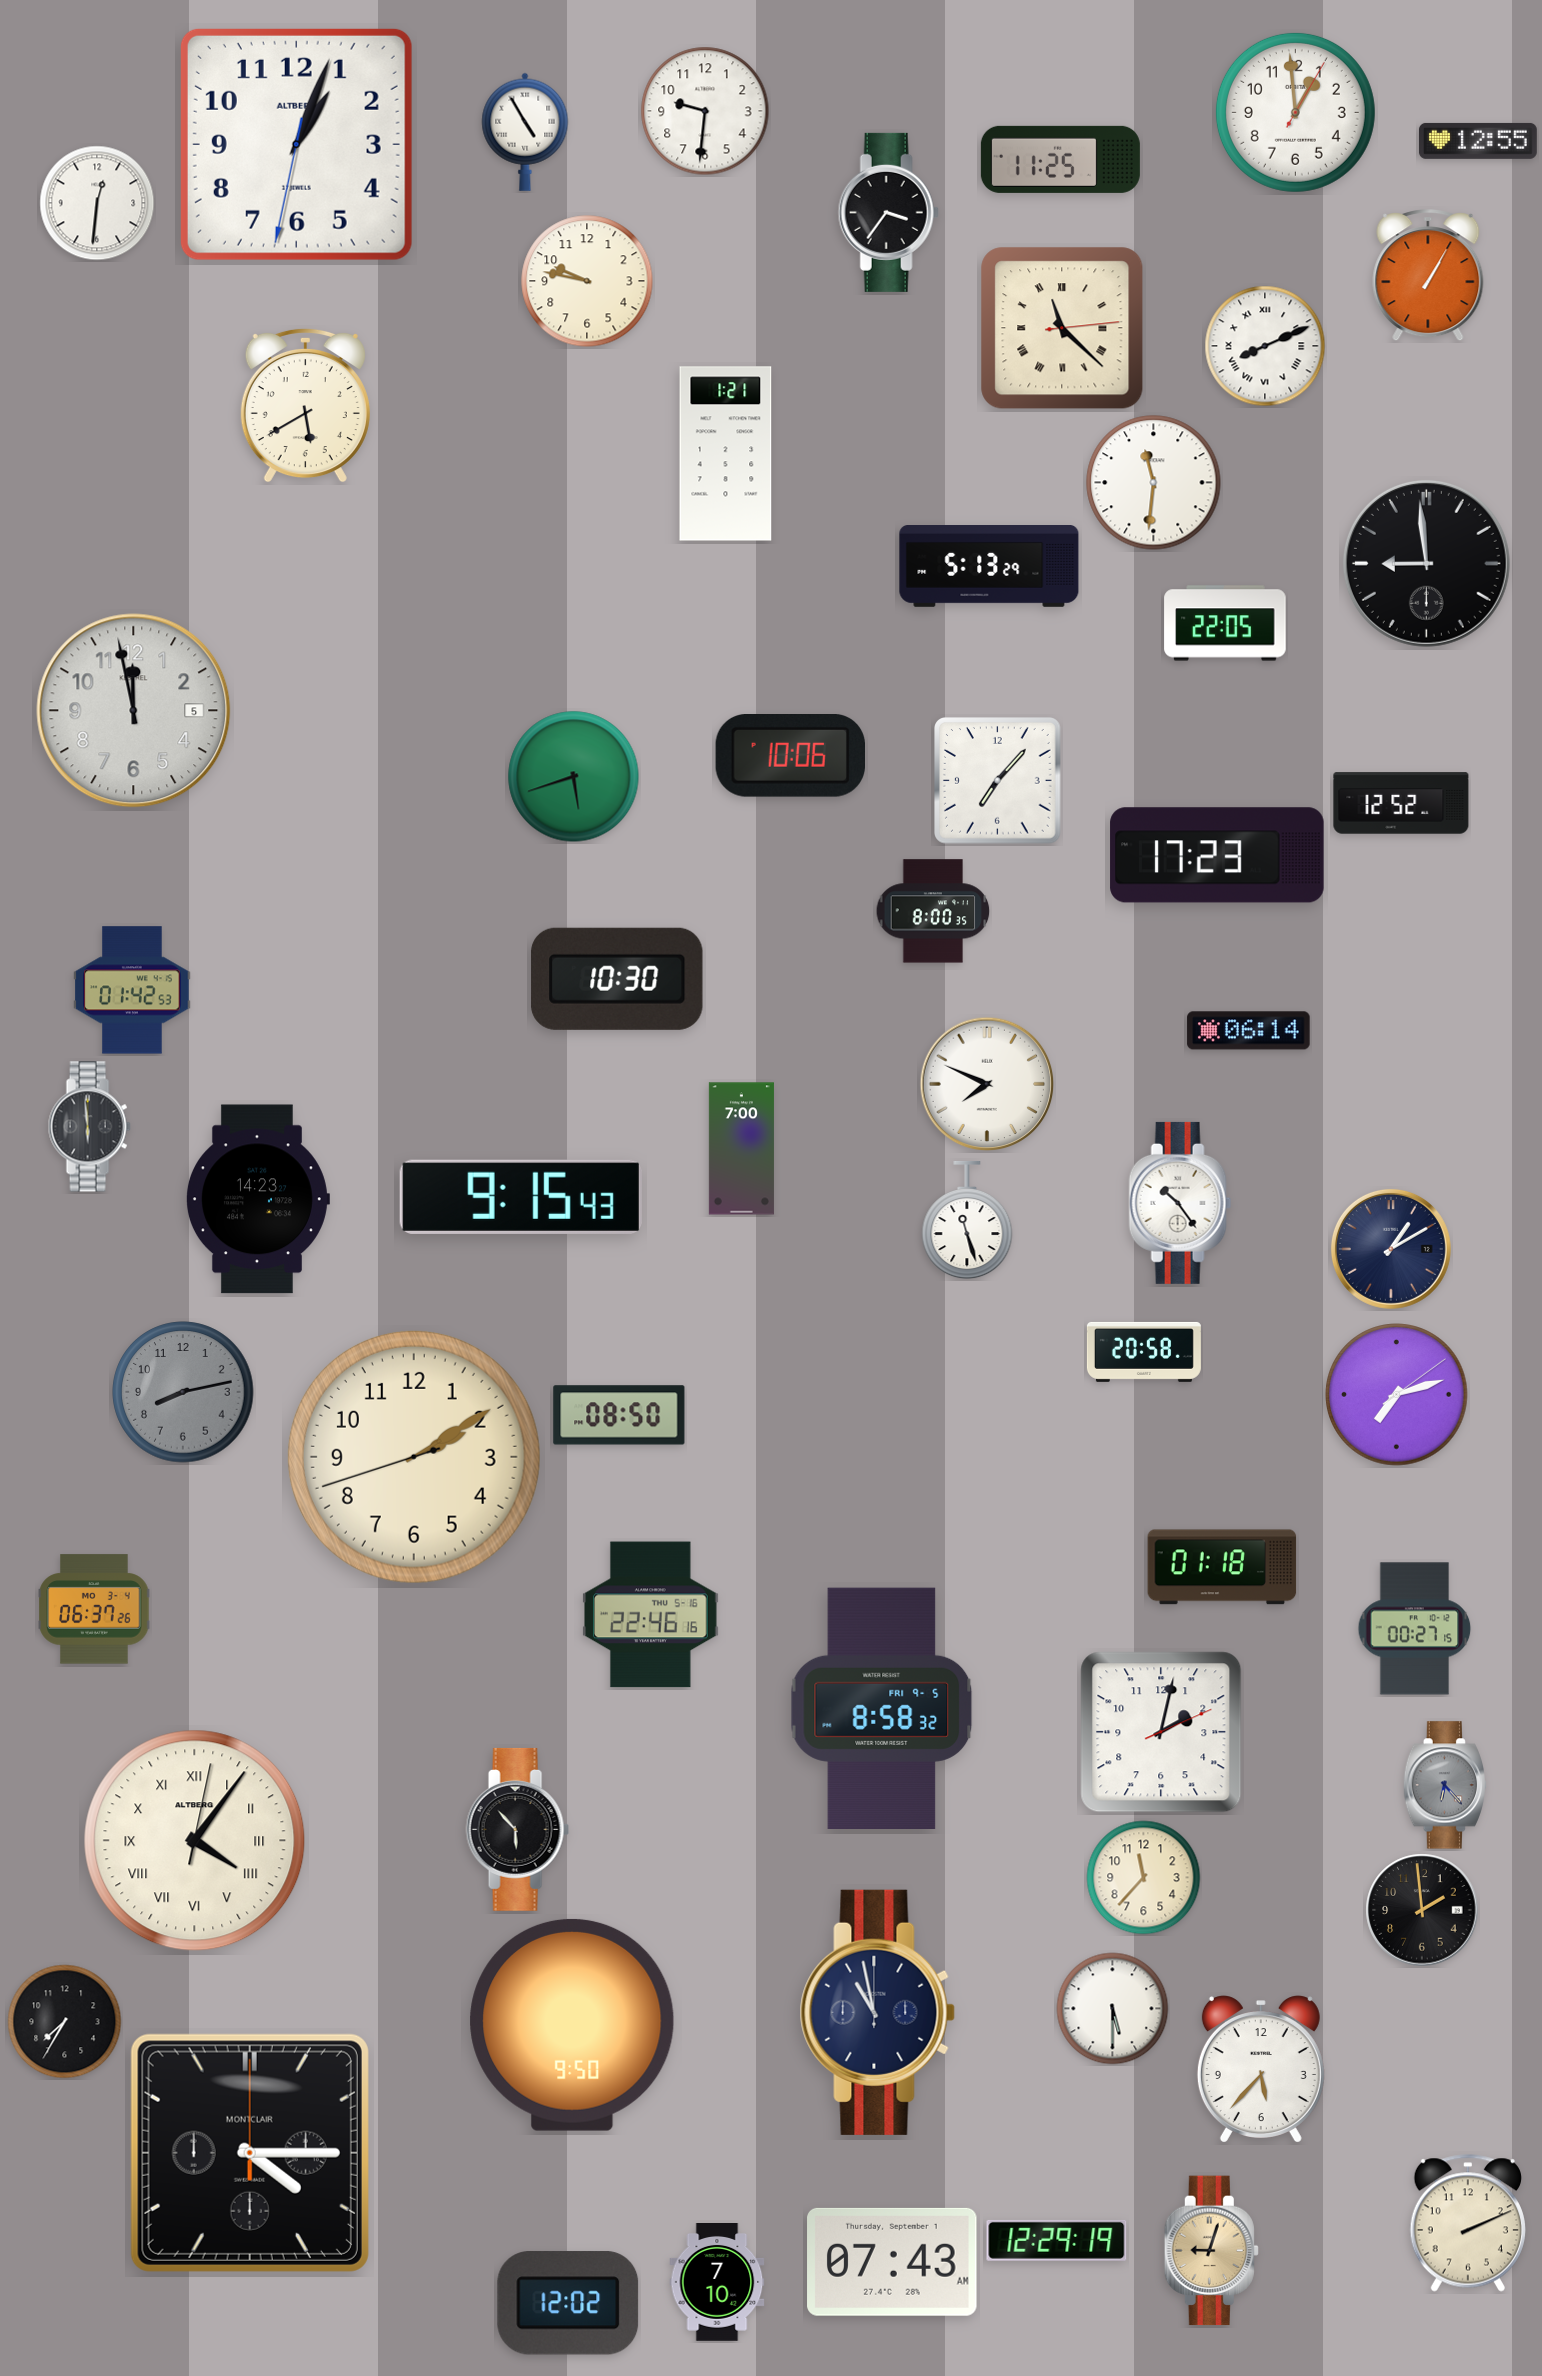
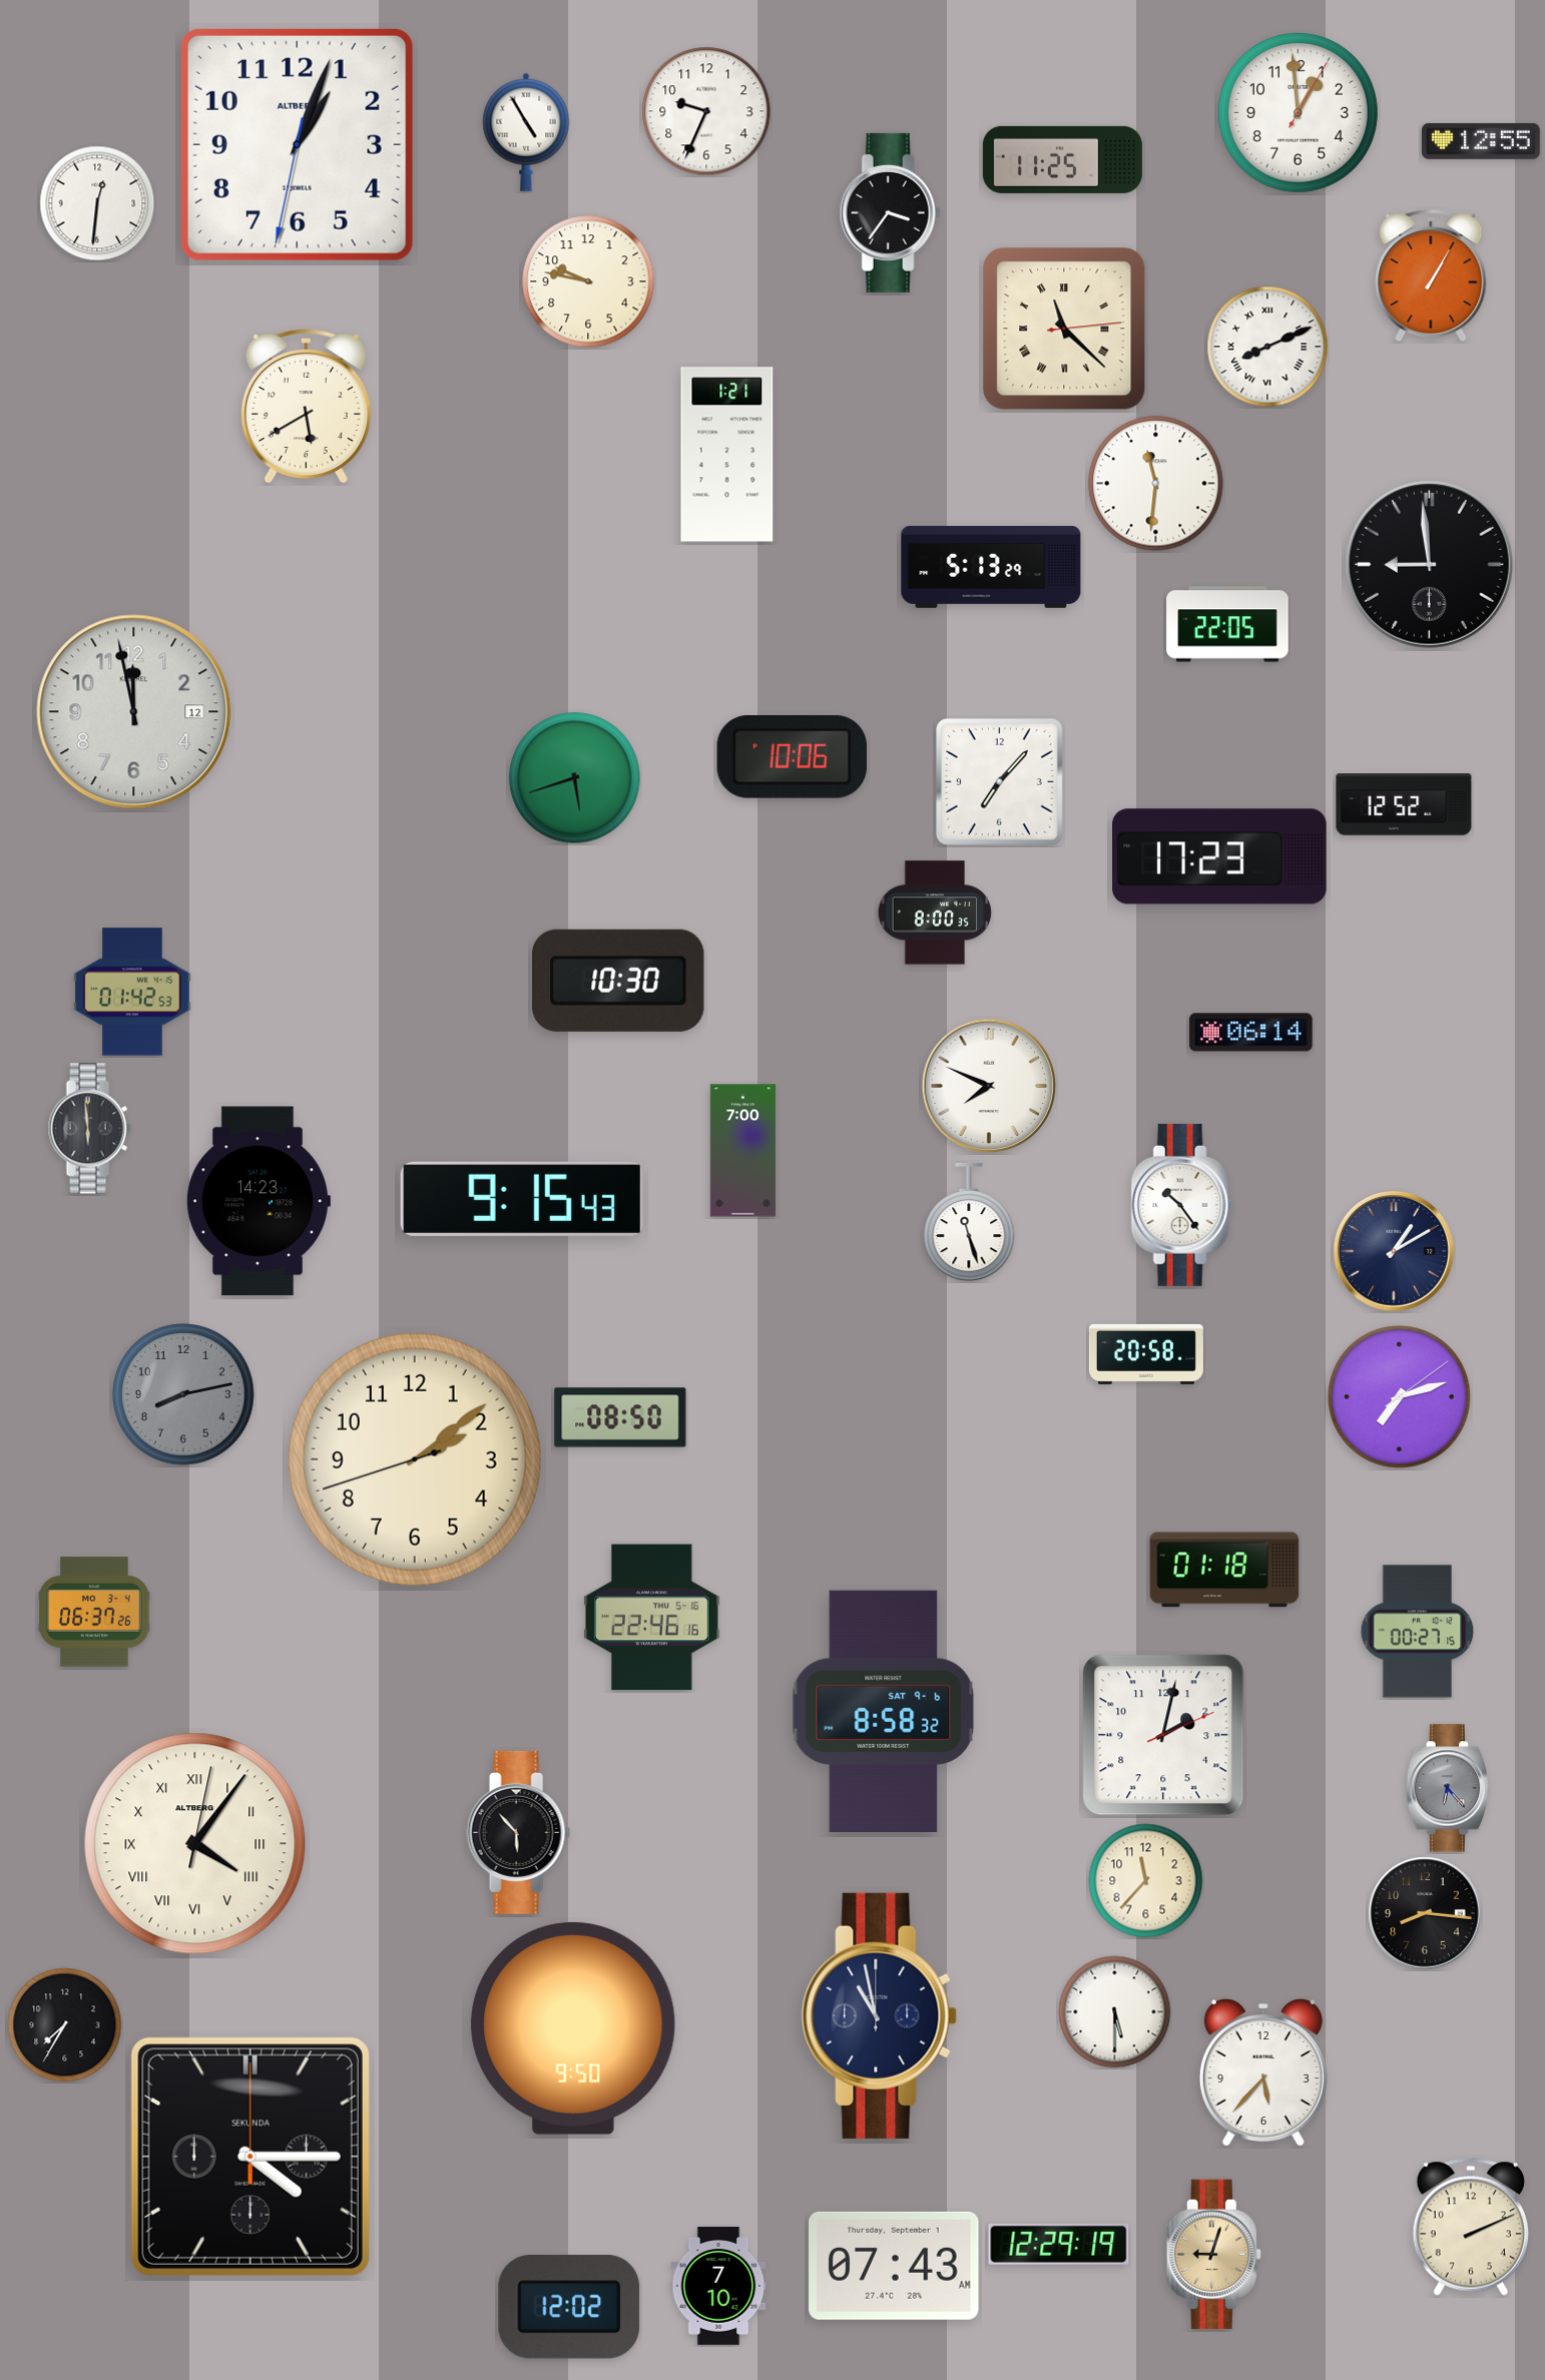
clock at (705, 111): 9:31 -> 9:34
clock at (134, 711) date: 5 -> 12
clock at (414, 1457): 2:09 -> 2:08
clock at (882, 1708) date: FRI 9-5 -> SAT 9-6
clock at (1422, 1910): 1:59 -> 8:16
clock at (250, 2153) brand: MONTCLAIR -> SEKUNDA
